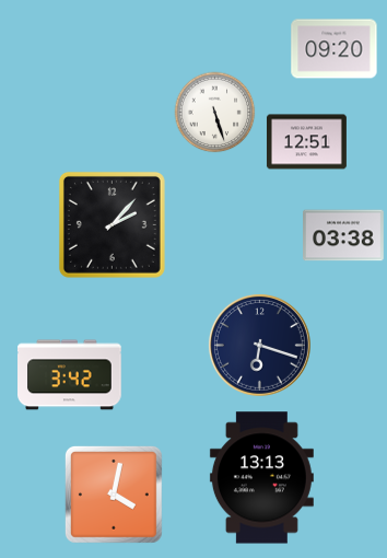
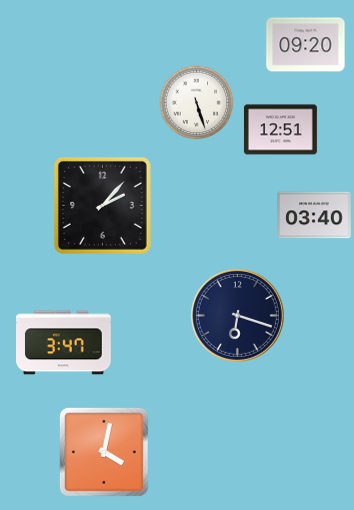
clock at (344, 235): 03:38 -> 03:40
clock at (70, 375): 3:42 -> 3:47
clock at (261, 478): 13:13 -> none
